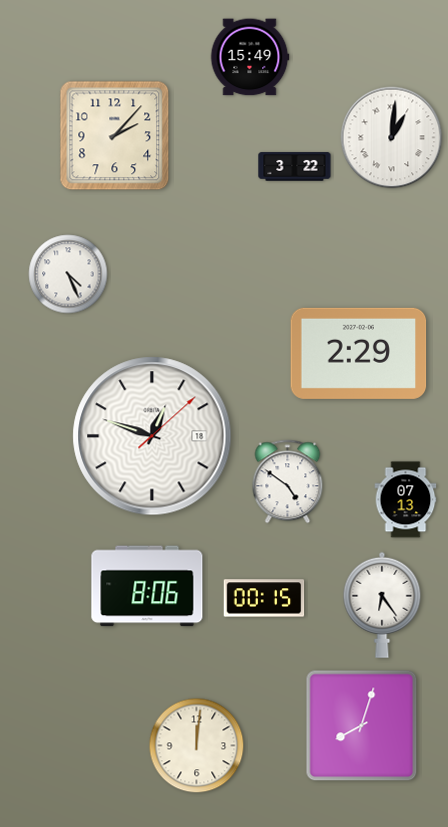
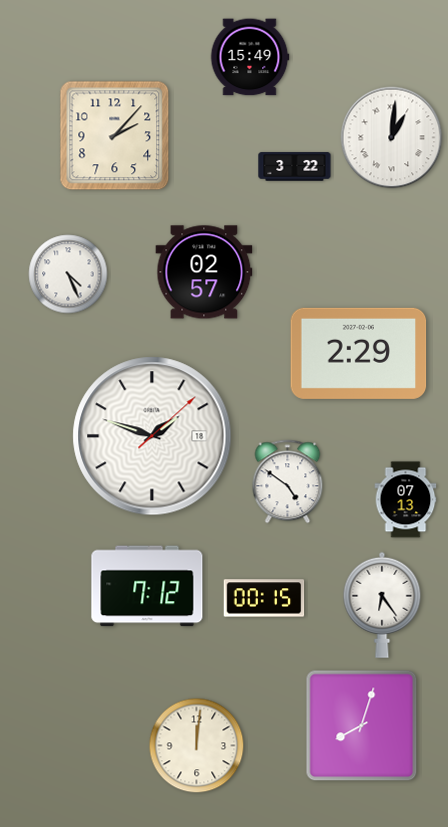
clock at (204, 272): none -> 02:57
clock at (152, 436): 12:48 -> 1:48
clock at (147, 586): 8:06 -> 7:12
